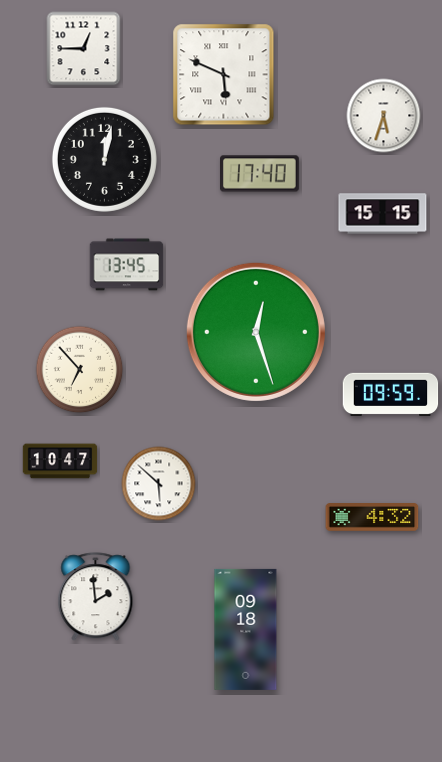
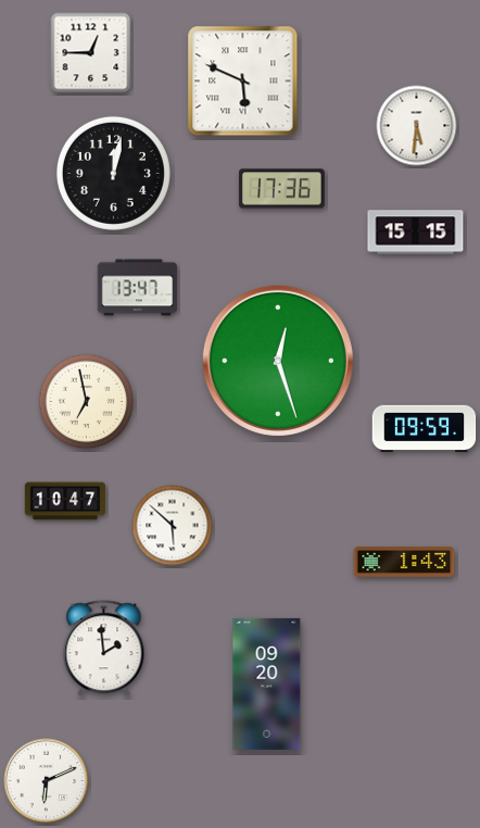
clock at (384, 116): 5:33 -> 5:31
clock at (260, 174): 17:40 -> 17:36
clock at (127, 265): 13:45 -> 13:47
clock at (80, 370): 6:53 -> 6:58
clock at (372, 518): 4:32 -> 1:43
clock at (246, 629): 09:18 -> 09:20
clock at (47, 781): none -> 6:11
